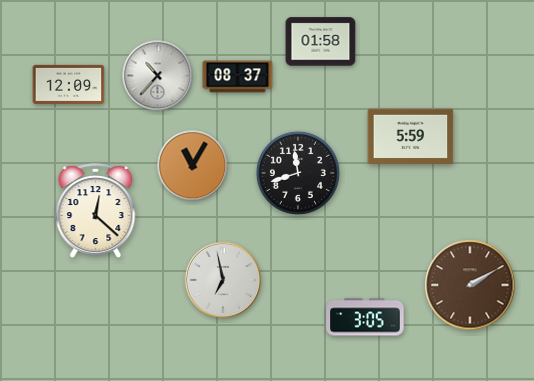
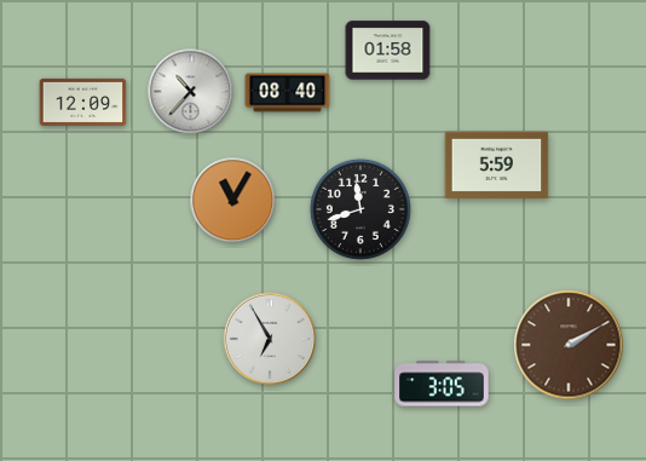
clock at (238, 77): 08:37 -> 08:40
clock at (96, 210): 12:22 -> none
clock at (223, 280): 6:58 -> 6:55
